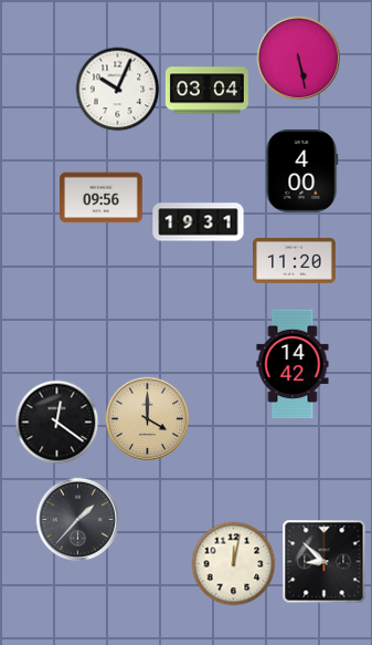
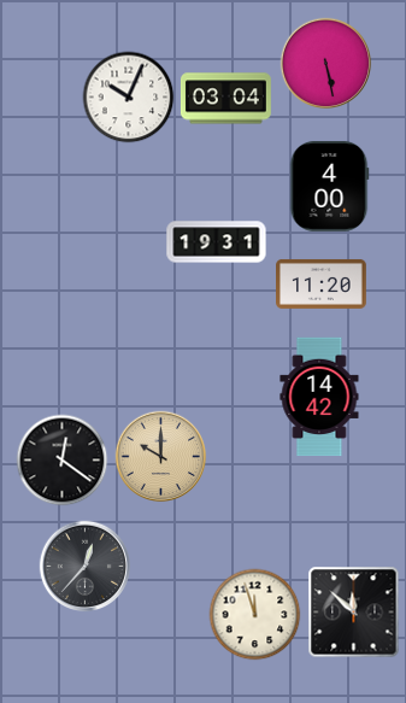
clock at (102, 198): 09:56 -> none
clock at (148, 419): 4:00 -> 10:00
clock at (78, 520): 1:37 -> 12:37
clock at (325, 562): 8:52 -> 11:52
clock at (234, 564): 12:02 -> 11:57
